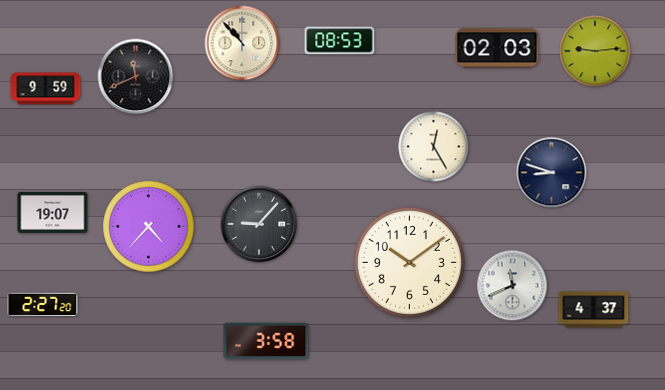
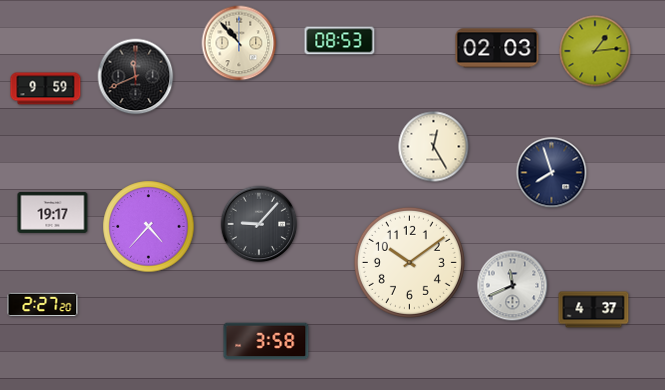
clock at (242, 43) position: (242, 43) -> (239, 43)
clock at (595, 51): 9:14 -> 1:14
clock at (552, 173): 8:48 -> 7:57
clock at (53, 212): 19:07 -> 19:17
